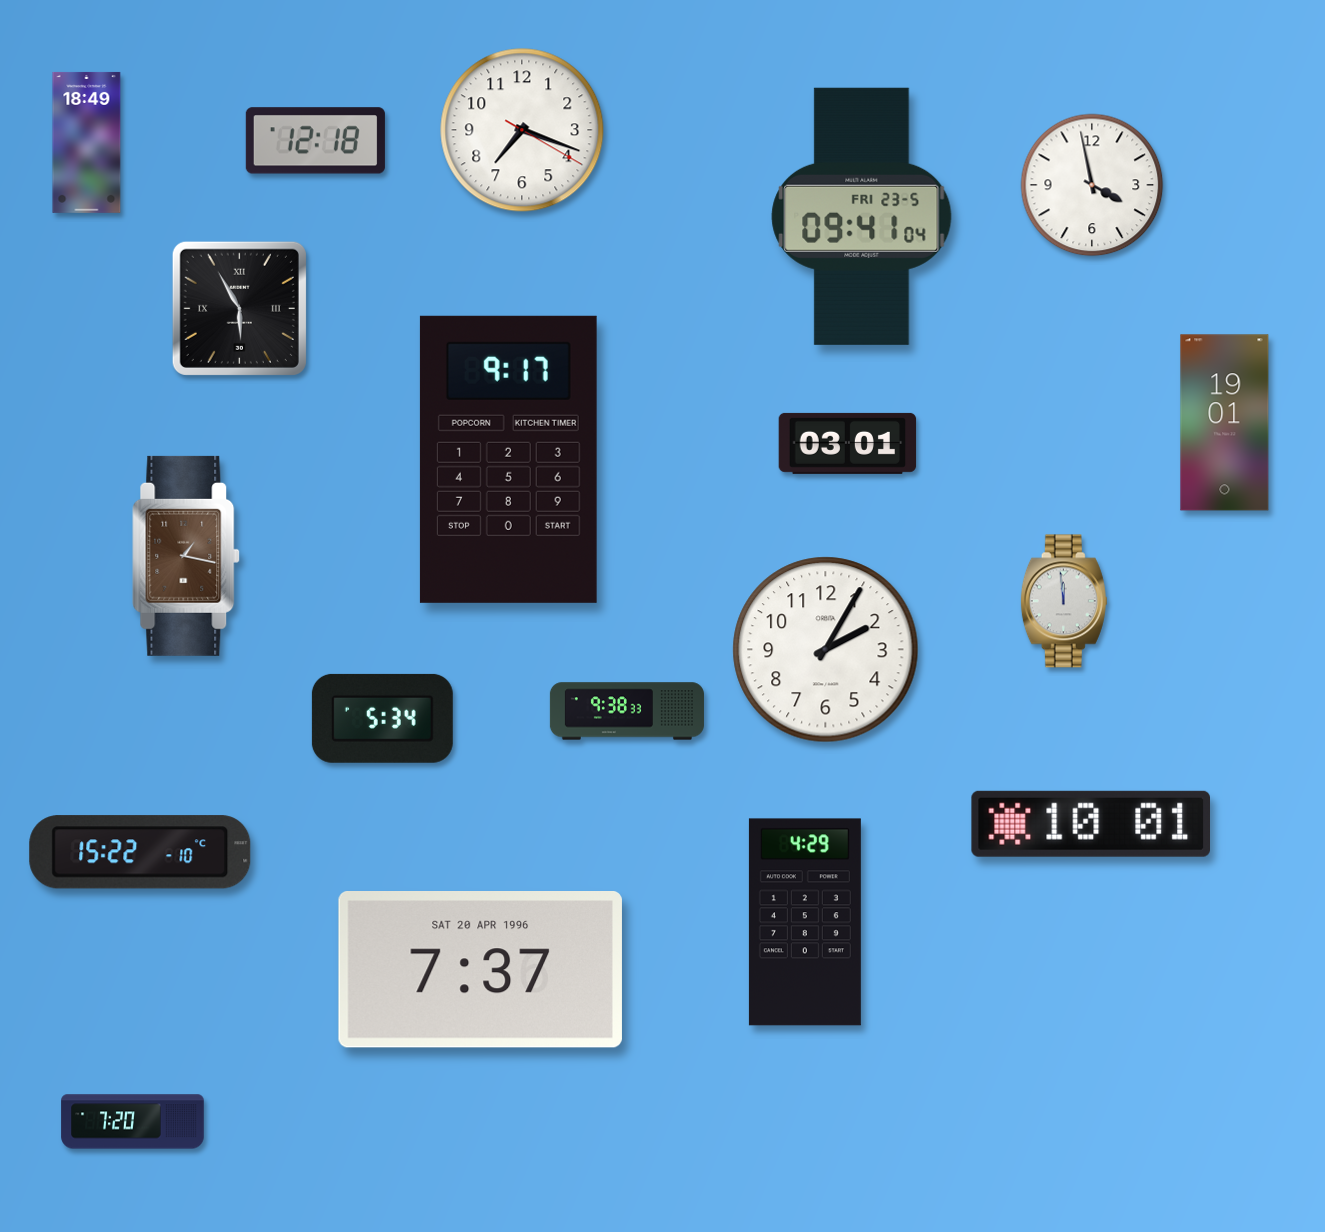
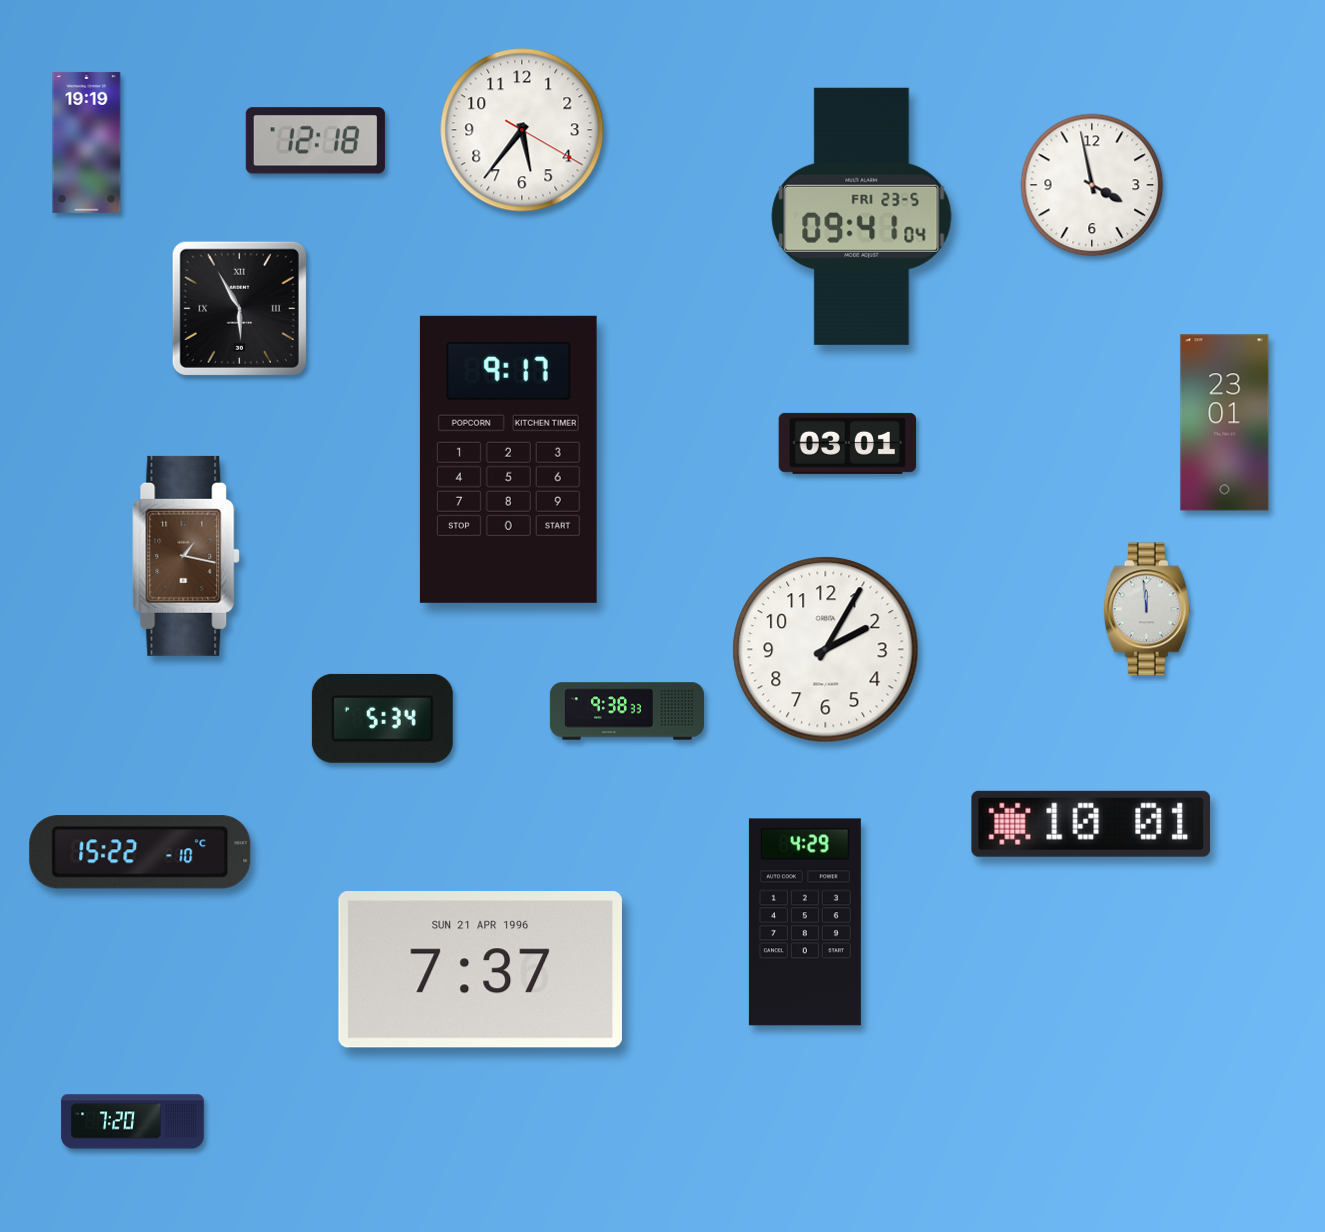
clock at (522, 130): 7:18 -> 5:36
clock at (87, 142): 18:49 -> 19:19
clock at (1225, 423): 19:01 -> 23:01
clock at (1064, 601) position: (1064, 601) -> (1147, 609)
clock at (480, 970) date: SAT 20 APR 1996 -> SUN 21 APR 1996
